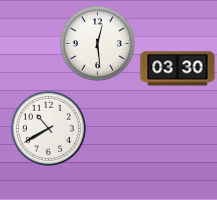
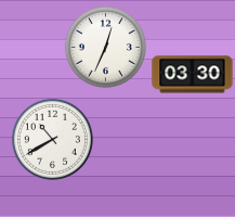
clock at (97, 43): 12:29 -> 12:34
